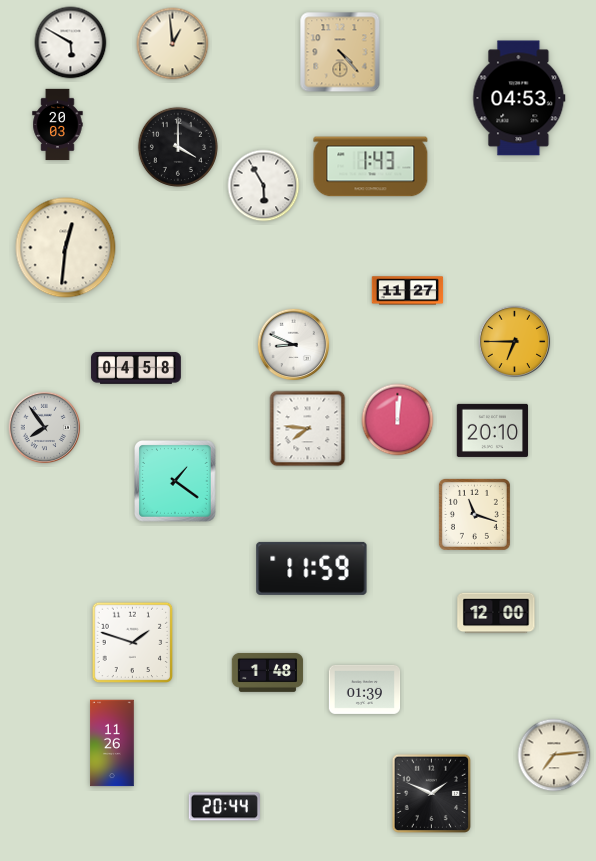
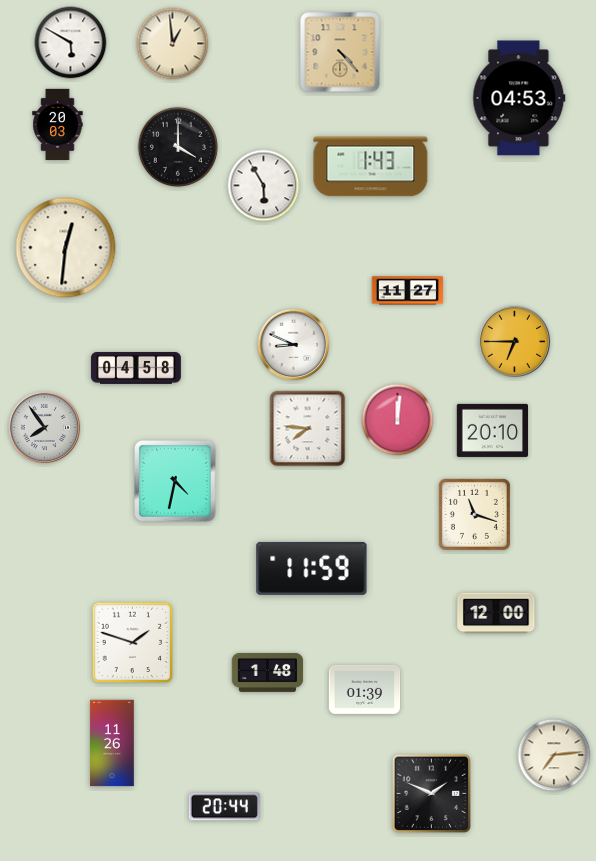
clock at (176, 482): 1:21 -> 4:32
